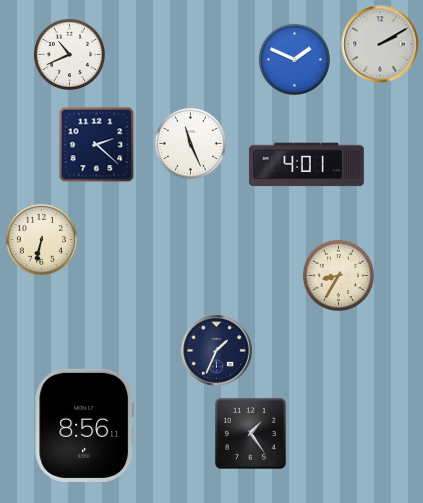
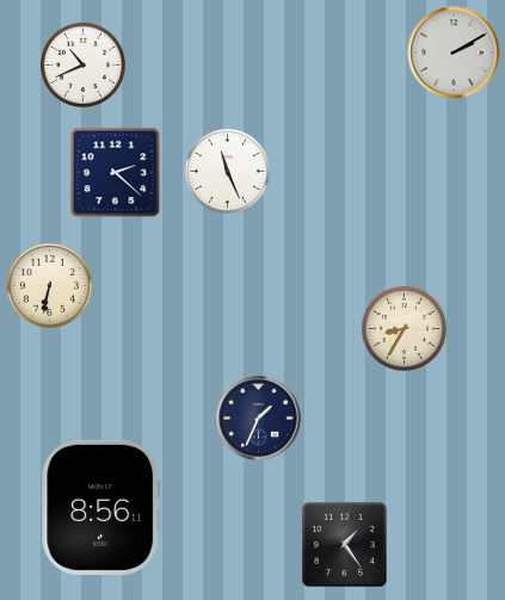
clock at (294, 59): 1:49 -> none
clock at (306, 165): 4:01 -> none
clock at (250, 433) position: (250, 433) -> (344, 544)
